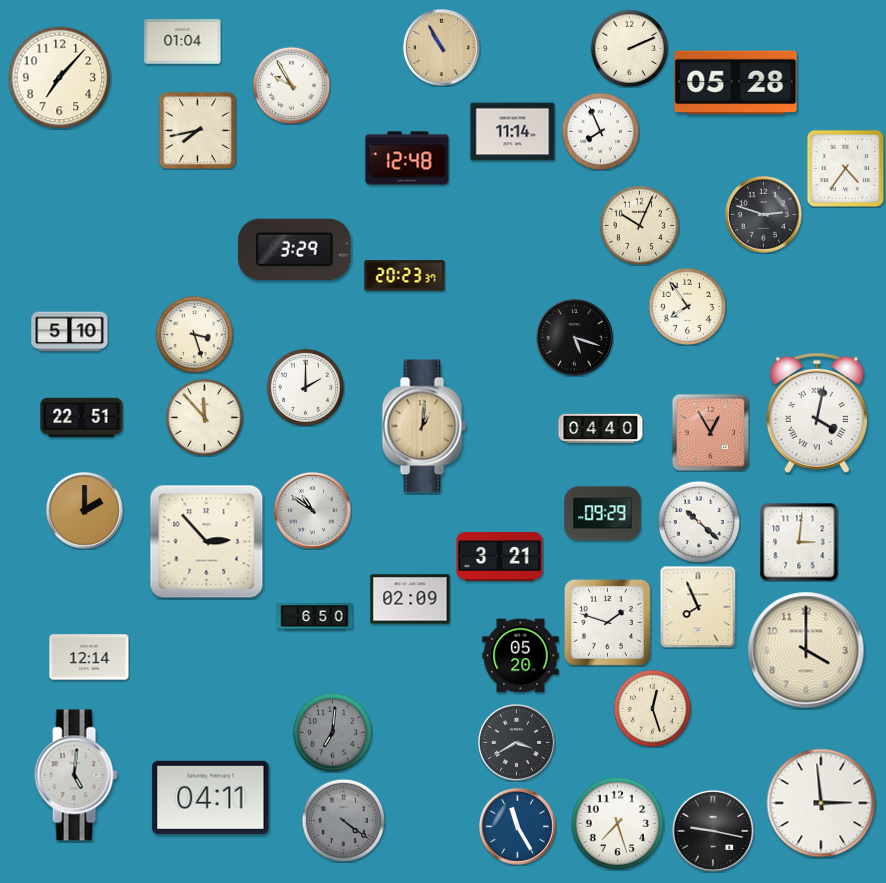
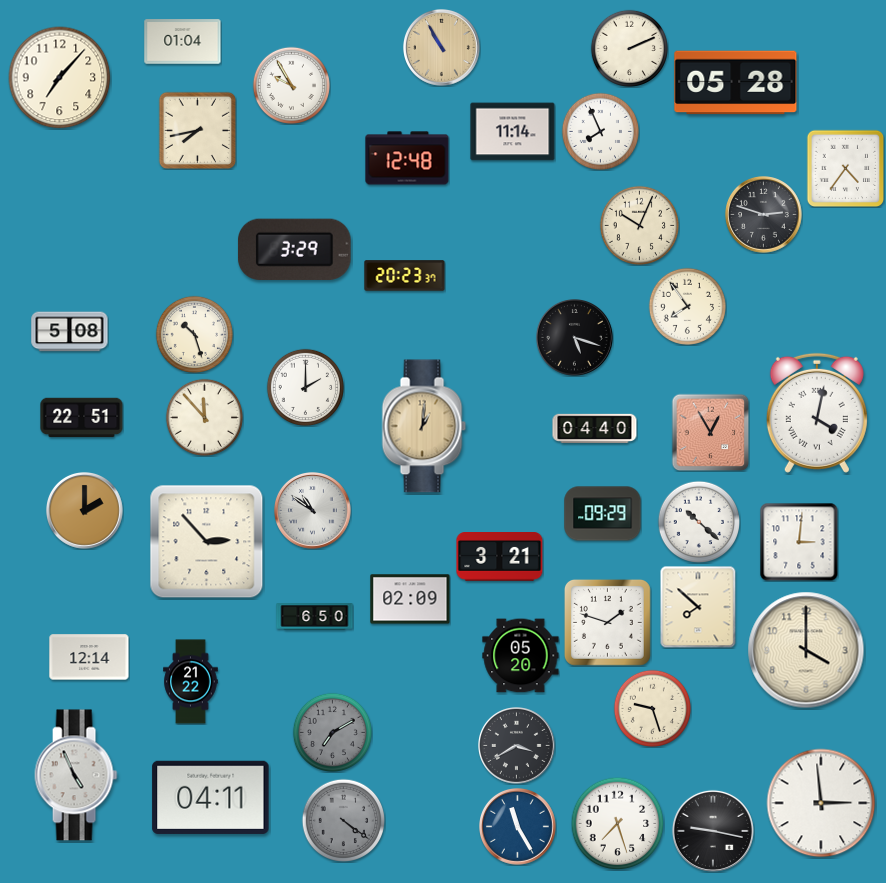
clock at (70, 332): 5:10 -> 5:08
clock at (194, 334): 3:27 -> 10:27
clock at (601, 429) position: (601, 429) -> (595, 429)
clock at (698, 607): 7:56 -> 7:52
clock at (191, 682): none -> 21:22
clock at (652, 708): 12:27 -> 9:27
clock at (332, 732): 7:01 -> 7:10
clock at (517, 743) position: (517, 743) -> (517, 746)
clock at (76, 775): 5:01 -> 4:56
